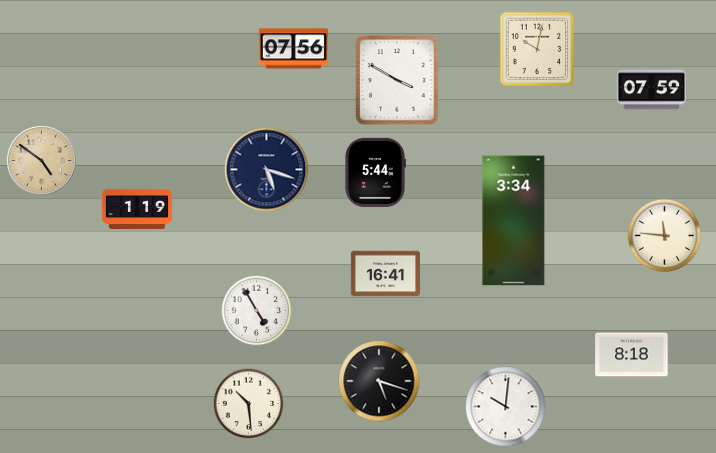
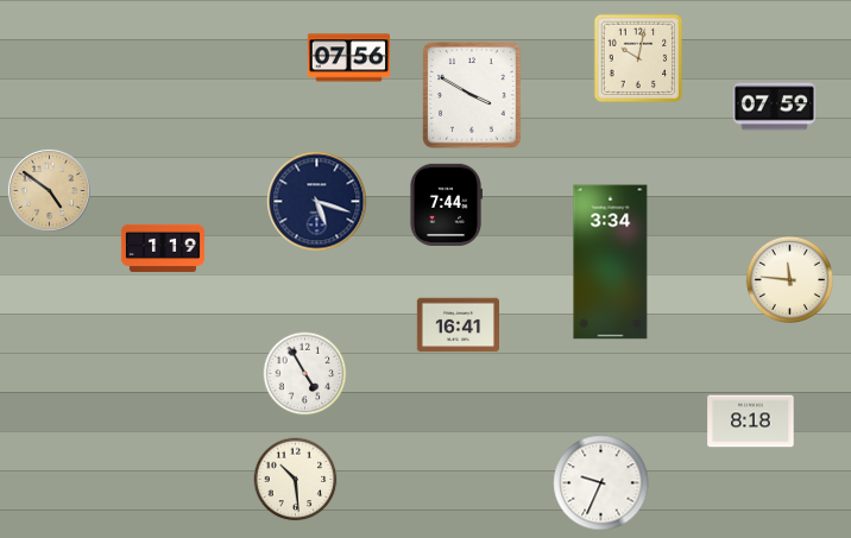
clock at (375, 172): 5:44 -> 7:44
clock at (257, 311) position: (257, 311) -> (305, 374)
clock at (379, 381): 5:18 -> none
clock at (506, 407): 10:01 -> 9:34
